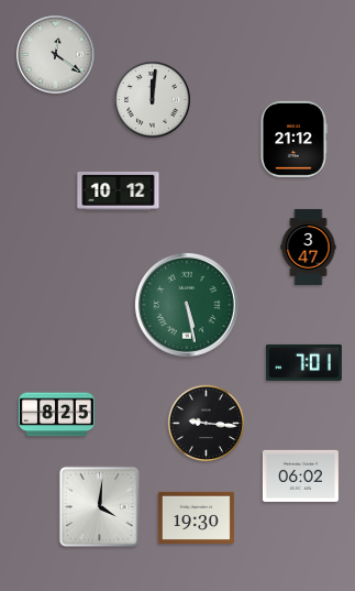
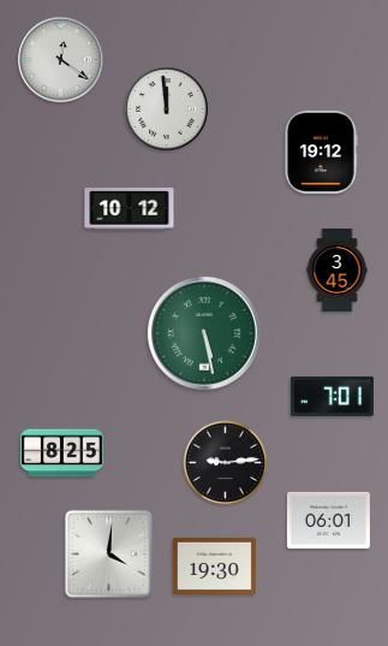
clock at (153, 100): 12:01 -> 11:59
clock at (293, 139): 21:12 -> 19:12
clock at (309, 247): 3:47 -> 3:45
clock at (207, 424): 9:16 -> 9:14
clock at (300, 475): 06:02 -> 06:01
